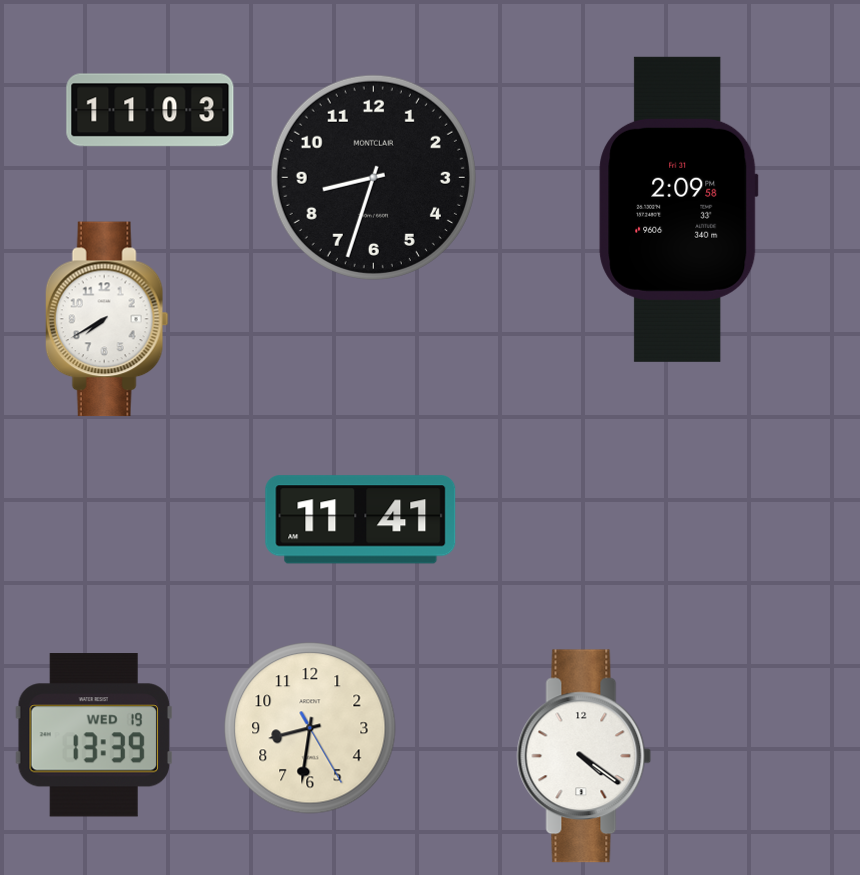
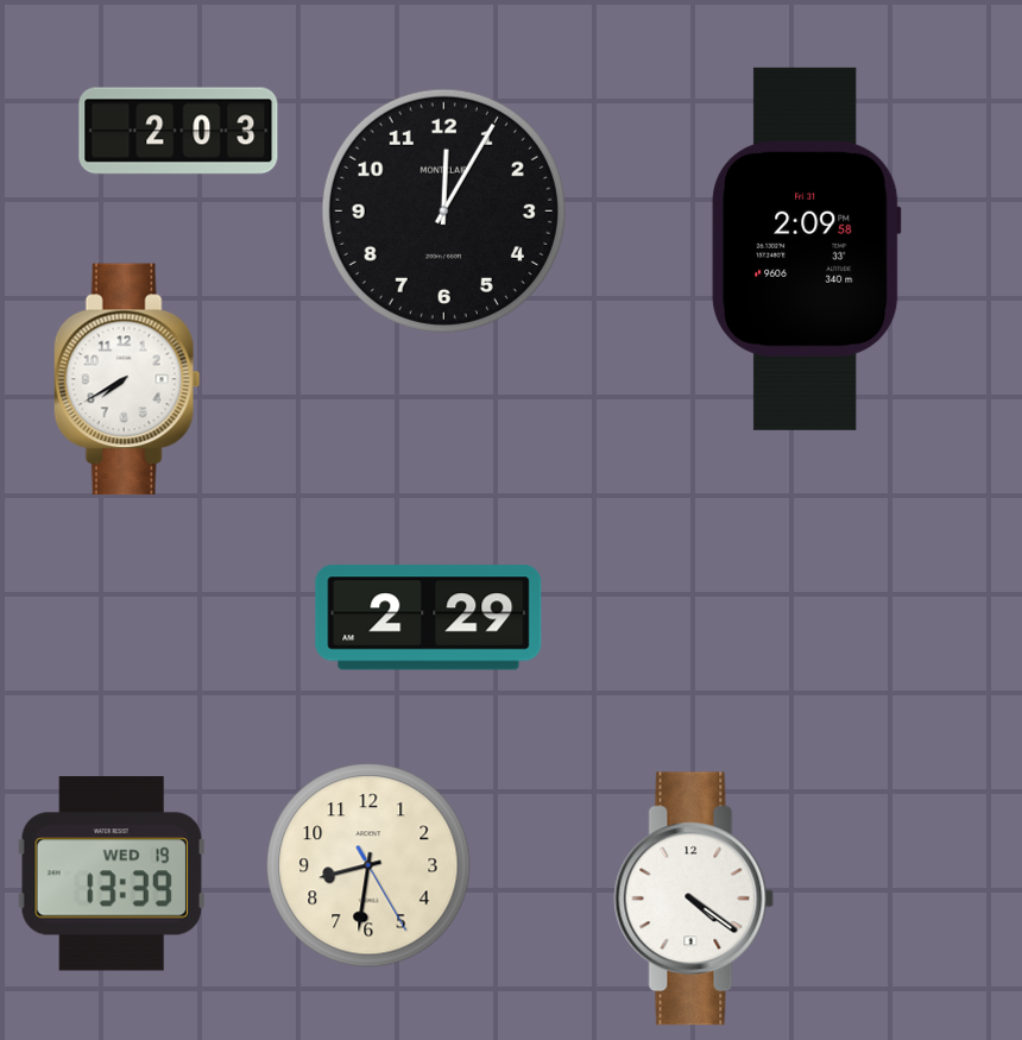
clock at (150, 110): 11:03 -> 2:03
clock at (373, 177): 8:33 -> 12:05
clock at (361, 520): 11:41 -> 2:29
